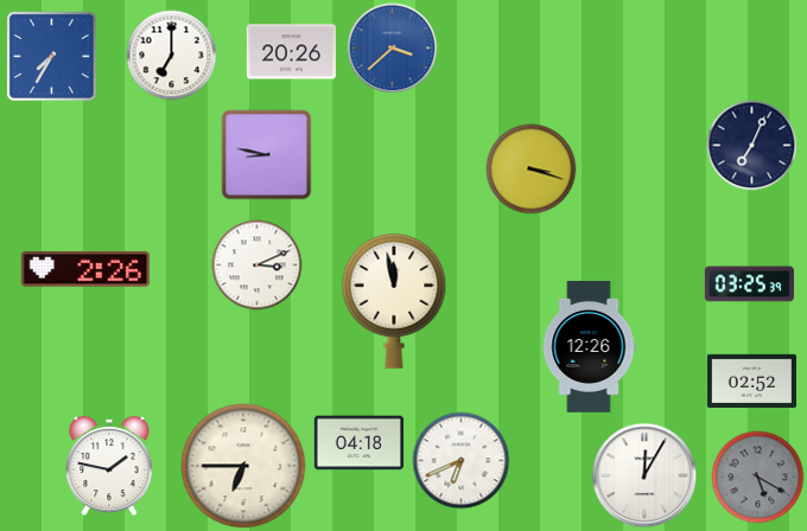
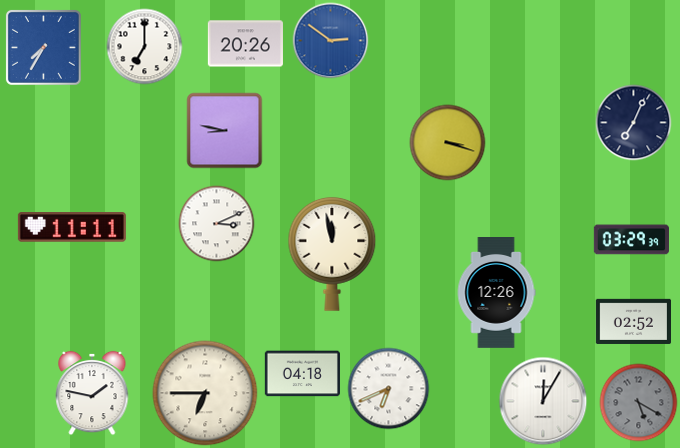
clock at (393, 49): 3:38 -> 2:51
clock at (85, 269): 2:26 -> 11:11
clock at (749, 284): 03:25 -> 03:29
